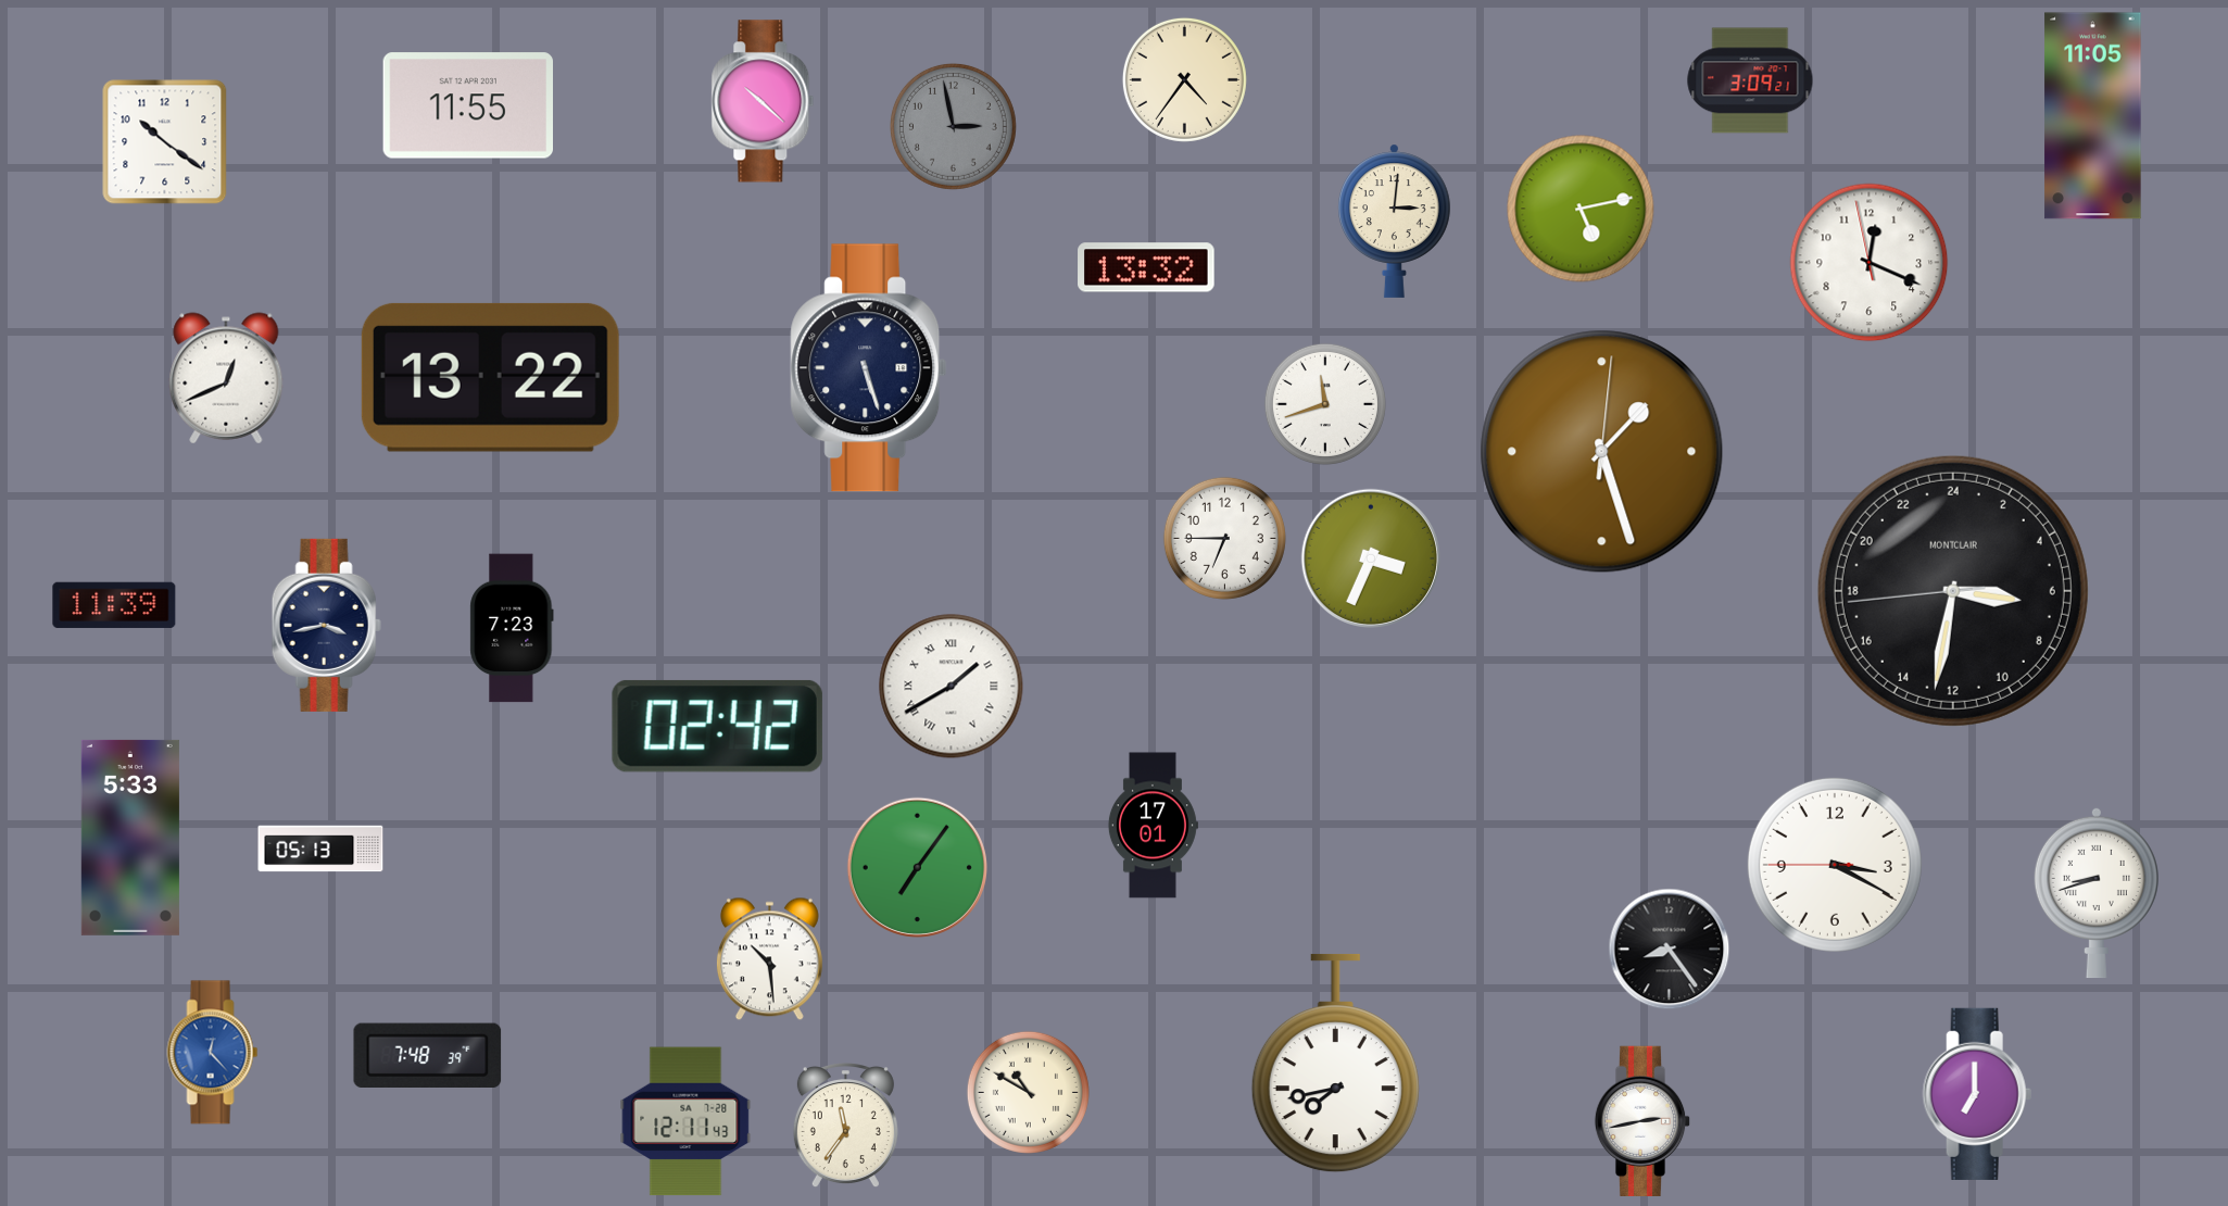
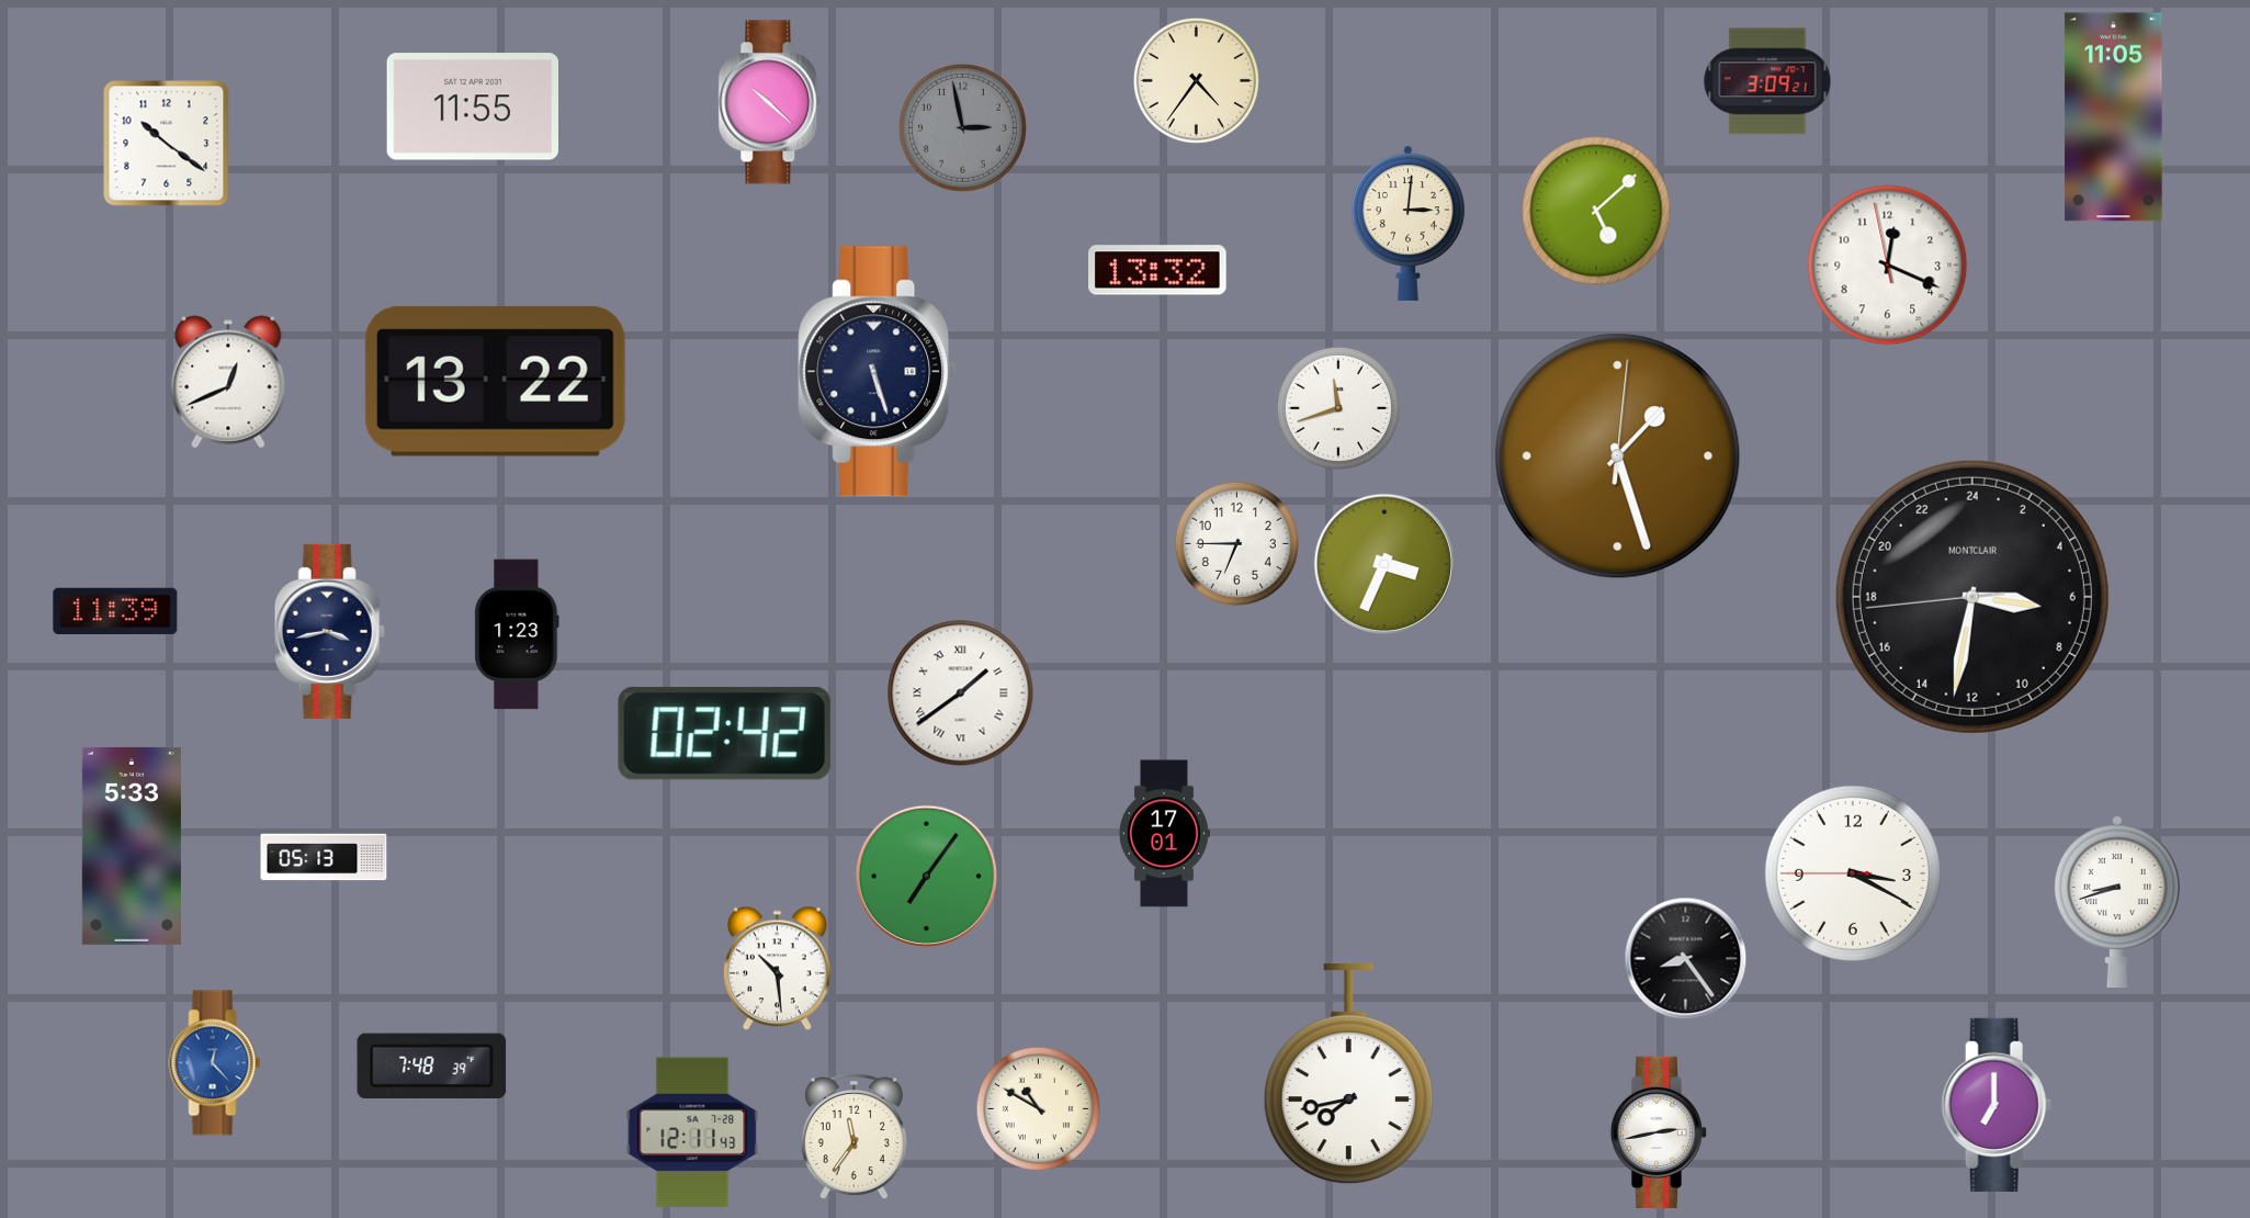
clock at (1581, 209): 5:13 -> 5:08
clock at (512, 628): 7:23 -> 1:23
clock at (952, 687): 1:40 -> 1:39
clock at (1028, 1092) position: (1028, 1092) -> (1038, 1108)
